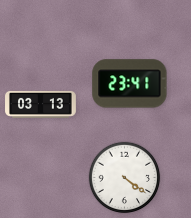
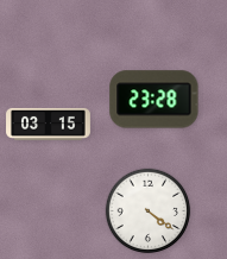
clock at (130, 84): 23:41 -> 23:28
clock at (41, 104): 03:13 -> 03:15
